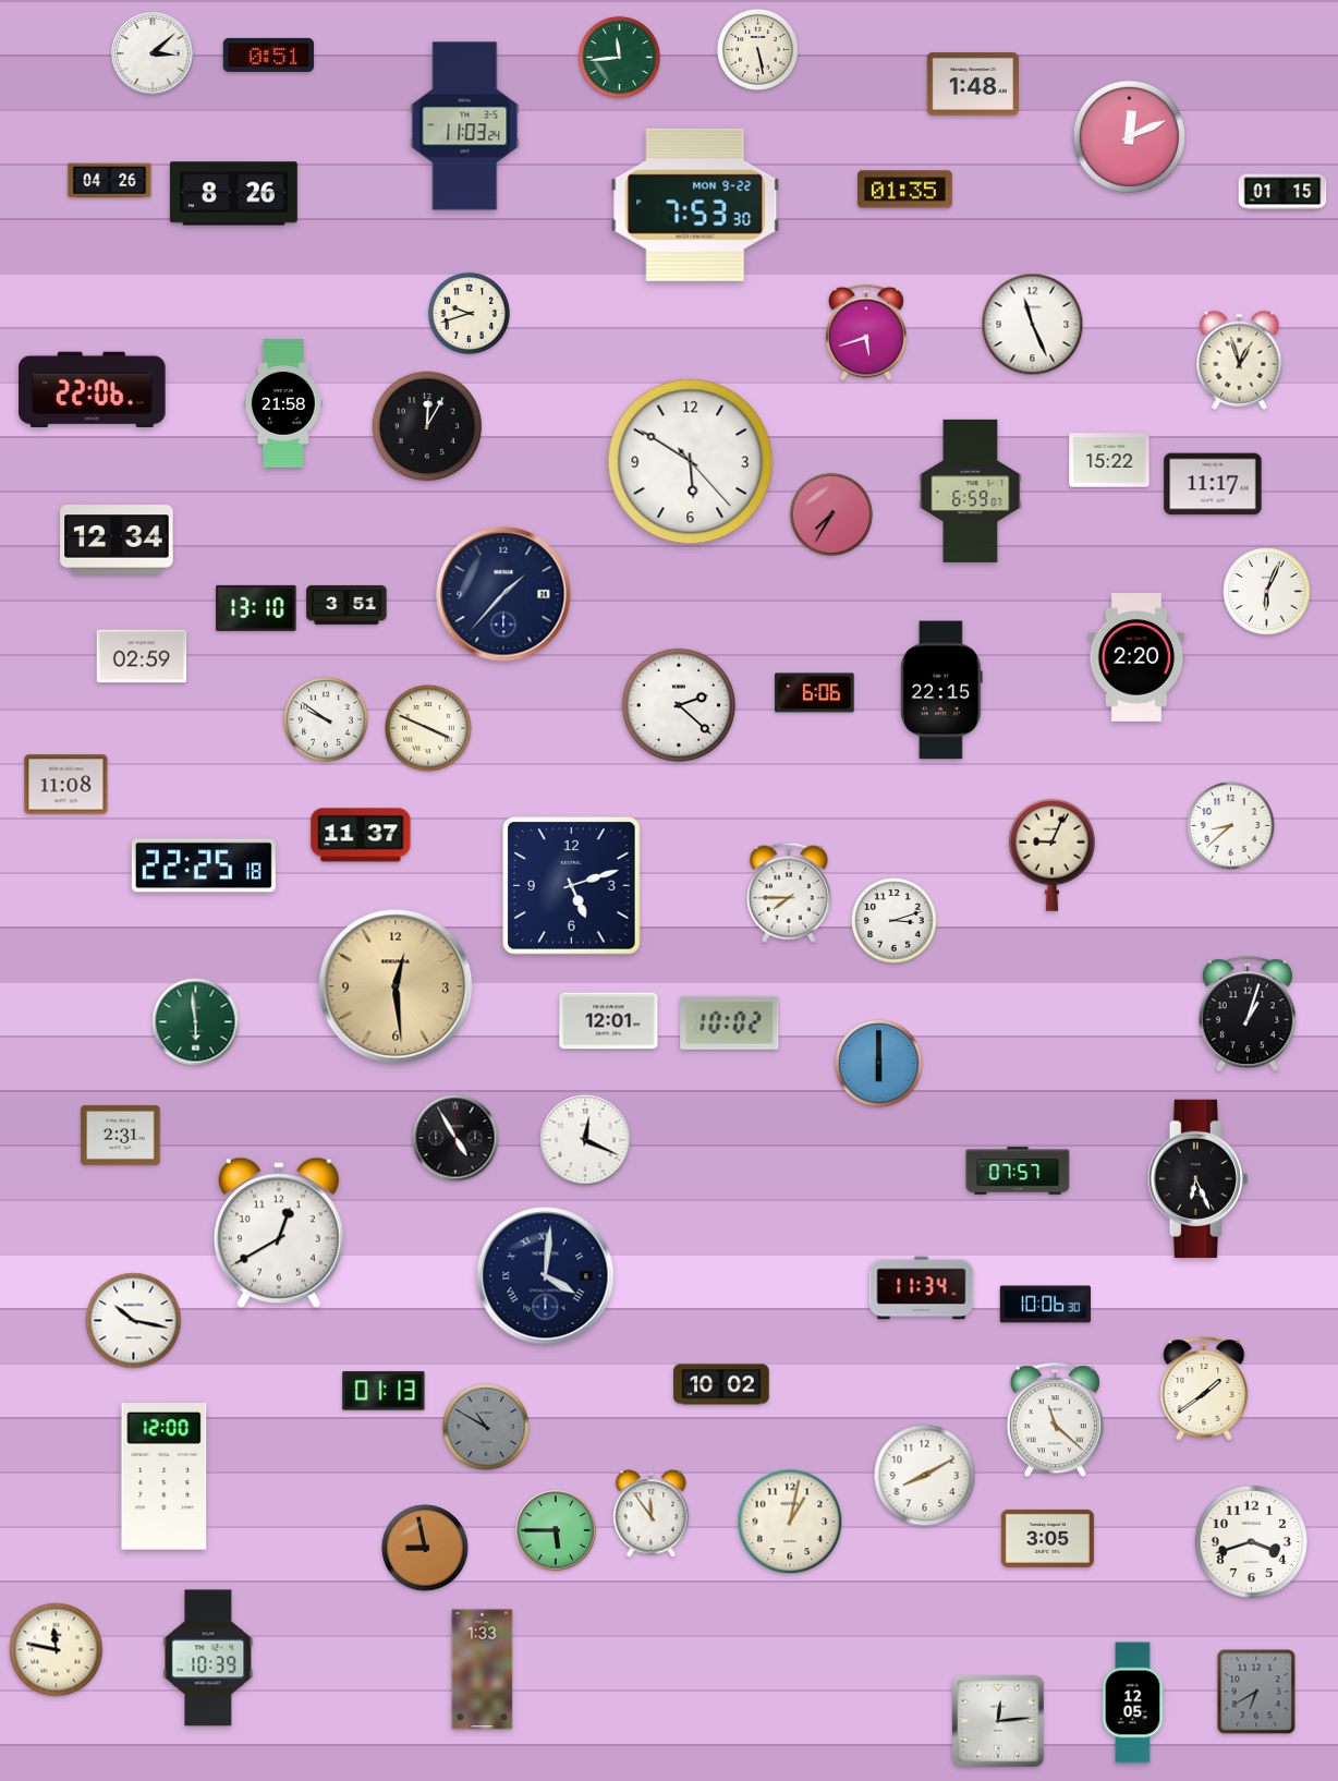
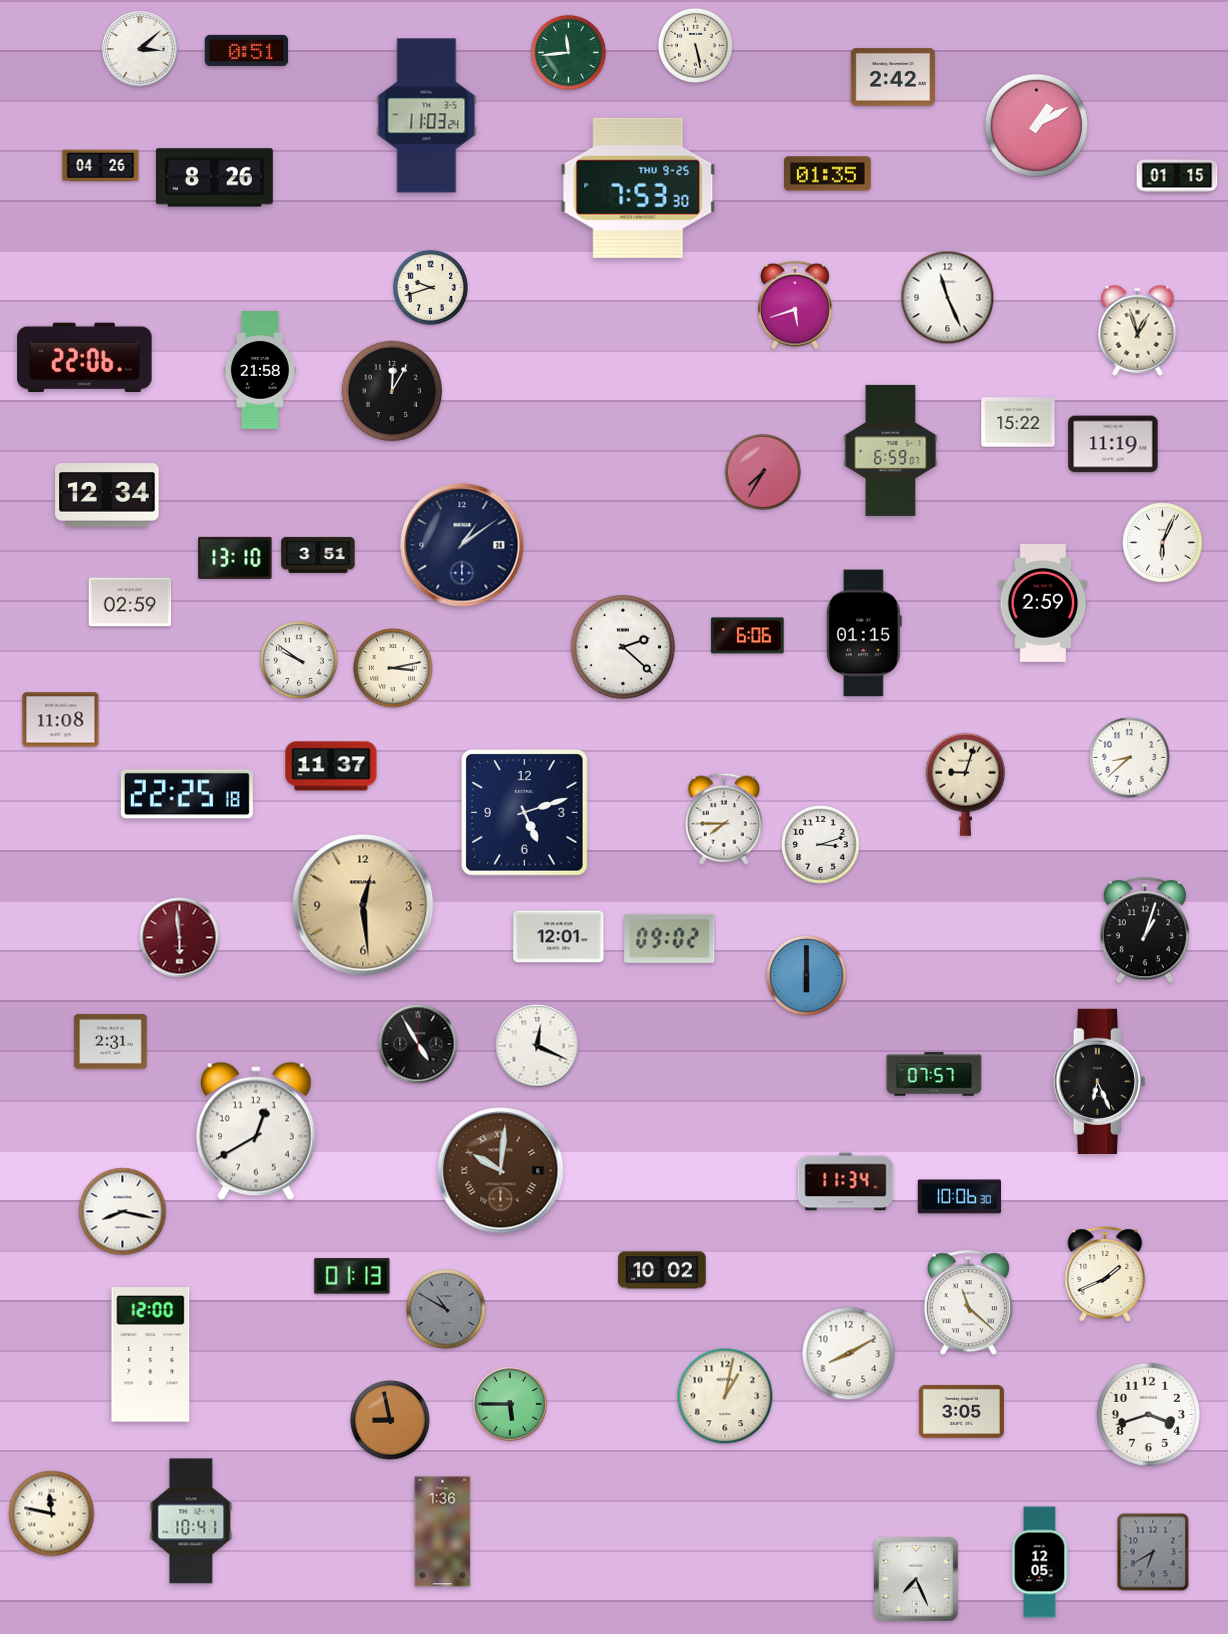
clock at (973, 84): 1:48 -> 2:42
clock at (1129, 136): 12:11 -> 1:10
clock at (905, 190) position: (905, 190) -> (828, 174)
clock at (695, 205) date: MON 9-22 -> THU 9-25
clock at (691, 462): 5:50 -> none
clock at (1213, 484): 11:17 -> 11:19
clock at (503, 594): 1:37 -> 1:09
clock at (1136, 658): 2:20 -> 2:59
clock at (941, 690): 22:15 -> 01:15
clock at (428, 728): 3:49 -> 3:13
clock at (1051, 855): 9:04 -> 9:03
clock at (196, 1022) dial: green -> burgundy
clock at (730, 1022): 10:02 -> 09:02
clock at (546, 1276): 4:01 -> 10:01
clock at (546, 1276) dial: navy -> brown
clock at (134, 1321): 10:17 -> 8:17
clock at (1204, 1389): 1:39 -> 1:41
clock at (652, 1514): 11:54 -> none
clock at (208, 1658): 10:39 -> 10:41
clock at (483, 1670): 1:33 -> 1:36
clock at (998, 1721): 12:14 -> 7:26
